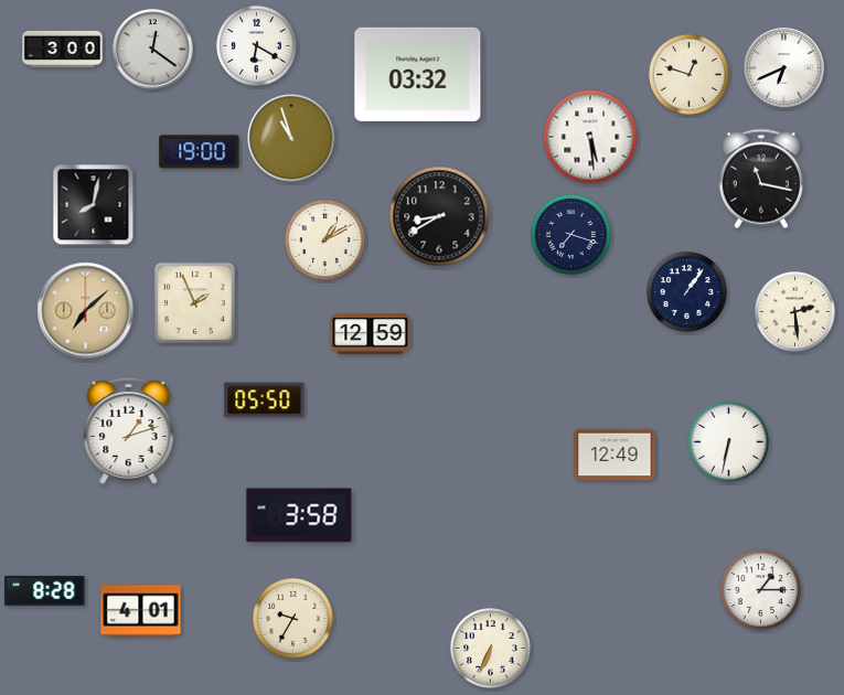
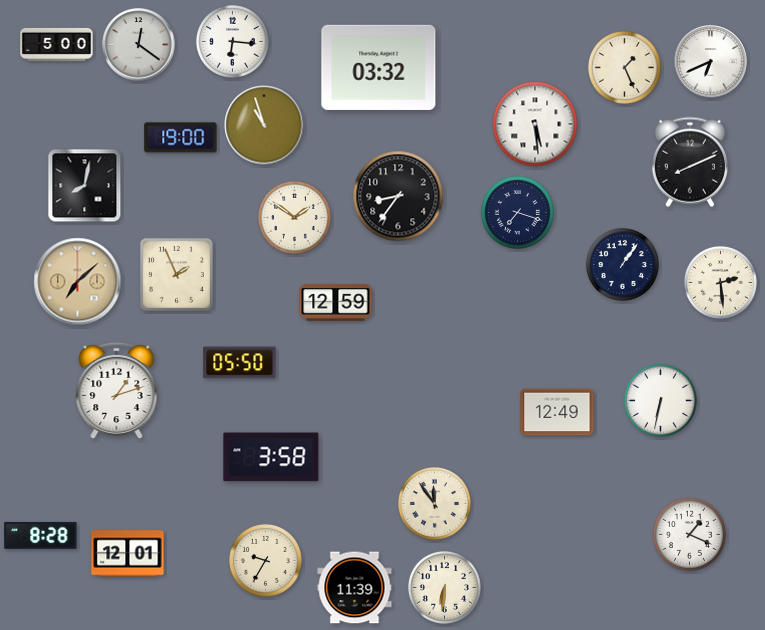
clock at (256, 45): 6:20 -> 6:16
clock at (63, 49): 3:00 -> 5:00
clock at (688, 74): 12:48 -> 1:26
clock at (761, 179): 11:17 -> 8:11
clock at (439, 216): 8:40 -> 8:36
clock at (324, 239): 1:10 -> 1:51
clock at (299, 515) position: (299, 515) -> (271, 457)
clock at (434, 503): none -> 11:54
clock at (760, 589): 1:15 -> 1:19
clock at (141, 611): 4:01 -> 12:01
clock at (490, 648): 6:34 -> 6:31
clock at (355, 588): none -> 11:39
